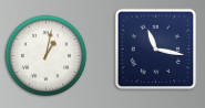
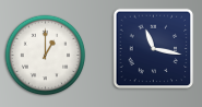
clock at (47, 56): 1:02 -> 1:00
